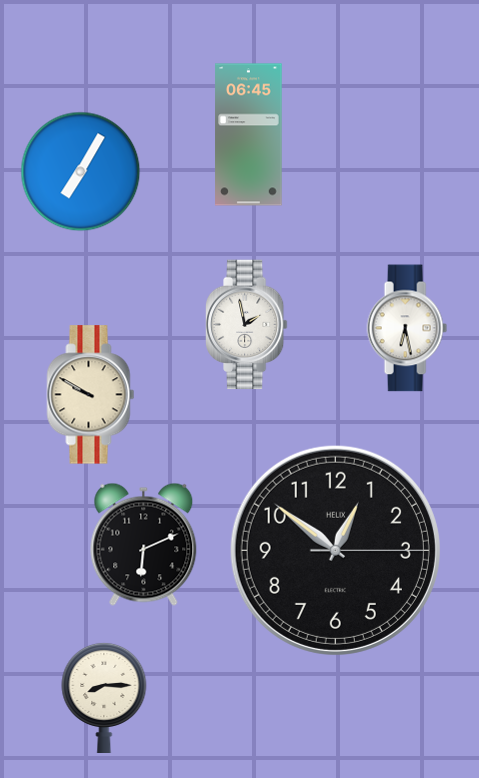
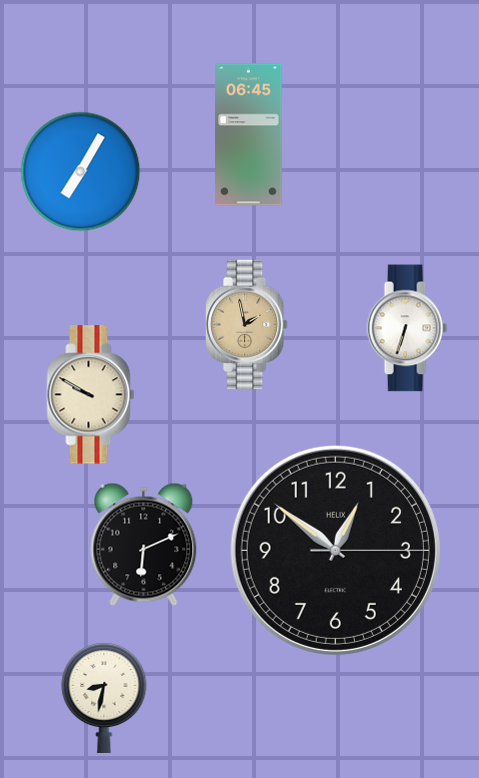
clock at (247, 325) dial: white -> champagne
clock at (407, 328): 6:28 -> 6:33
clock at (104, 697): 8:15 -> 8:32
